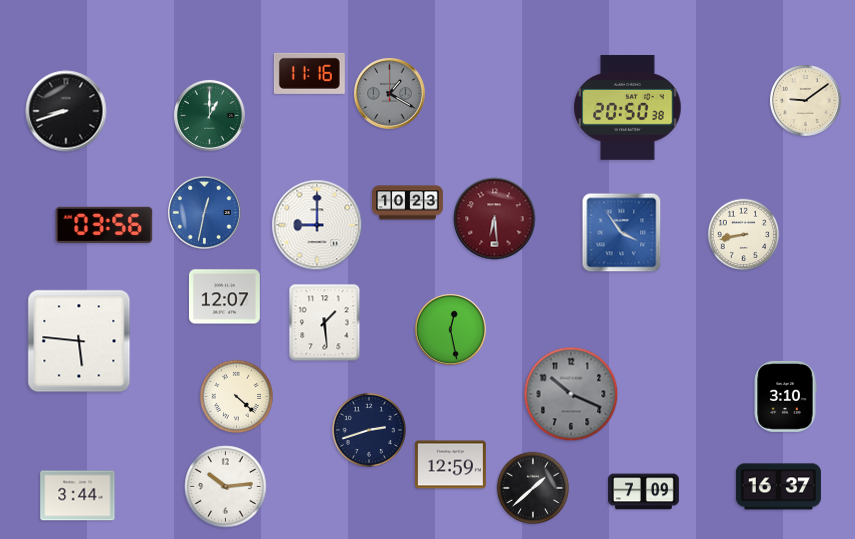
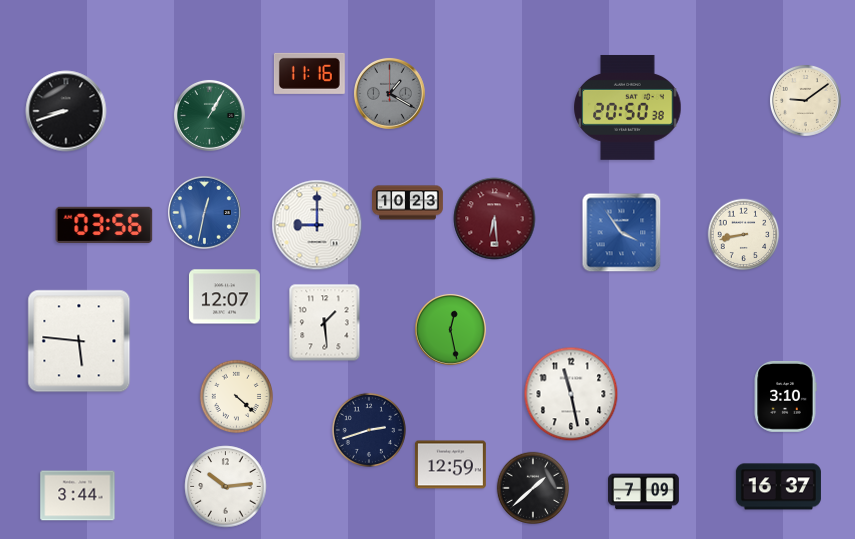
clock at (209, 115): 1:00 -> 1:05
clock at (571, 394): 10:19 -> 11:28
clock at (571, 394) dial: grey -> white
